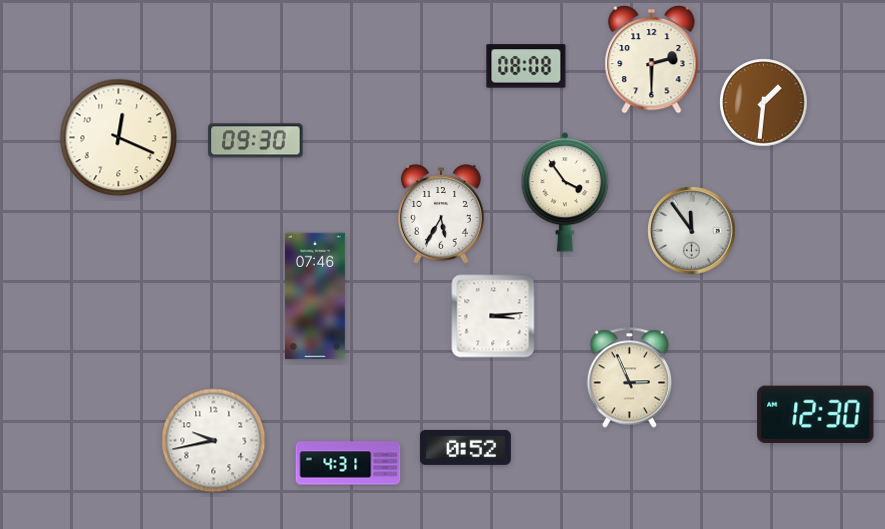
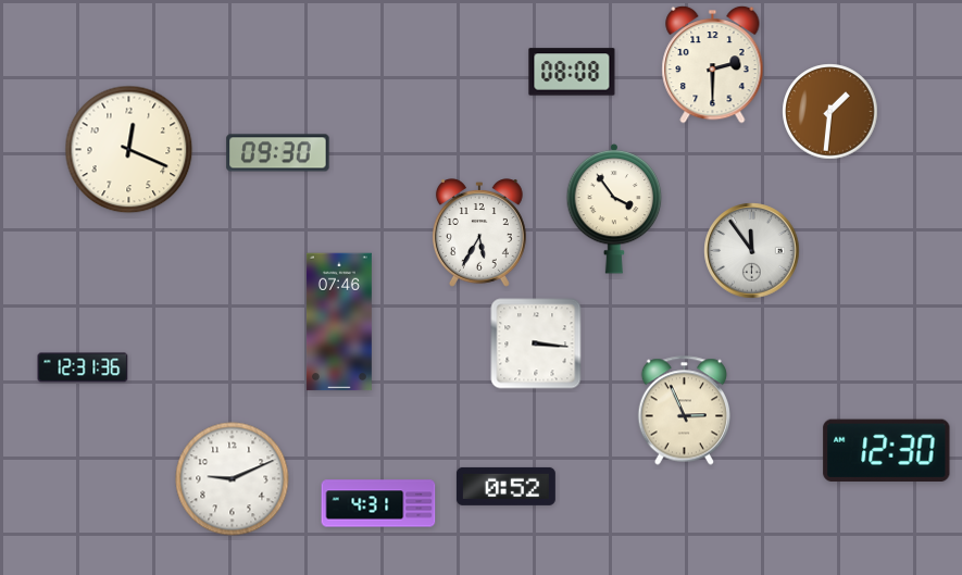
clock at (652, 59) position: (652, 59) -> (713, 64)
clock at (315, 296) position: (315, 296) -> (339, 322)
clock at (493, 316): 3:14 -> 3:16
clock at (83, 367): none -> 12:31
clock at (214, 441): 9:43 -> 9:11
